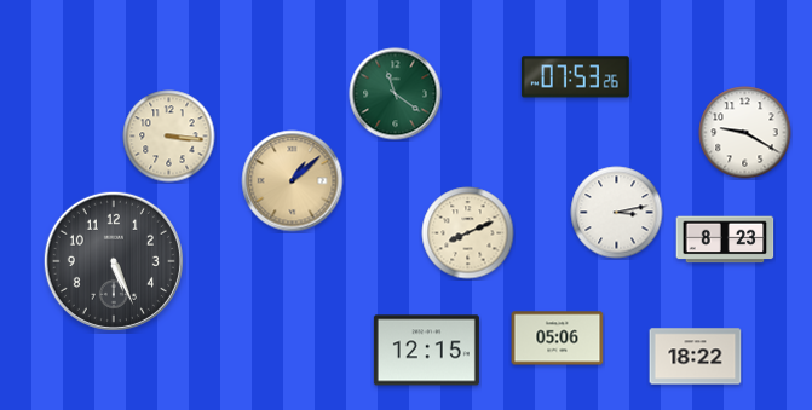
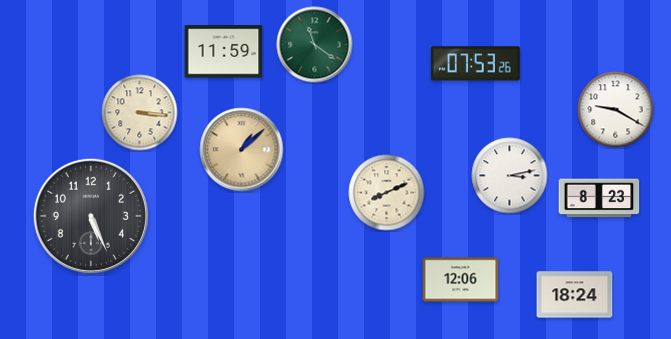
clock at (224, 52): none -> 11:59
clock at (396, 94) position: (396, 94) -> (315, 45)
clock at (114, 261) position: (114, 261) -> (91, 216)
clock at (558, 339): 05:06 -> 12:06
clock at (426, 351): 12:15 -> none
clock at (696, 357): 18:22 -> 18:24
